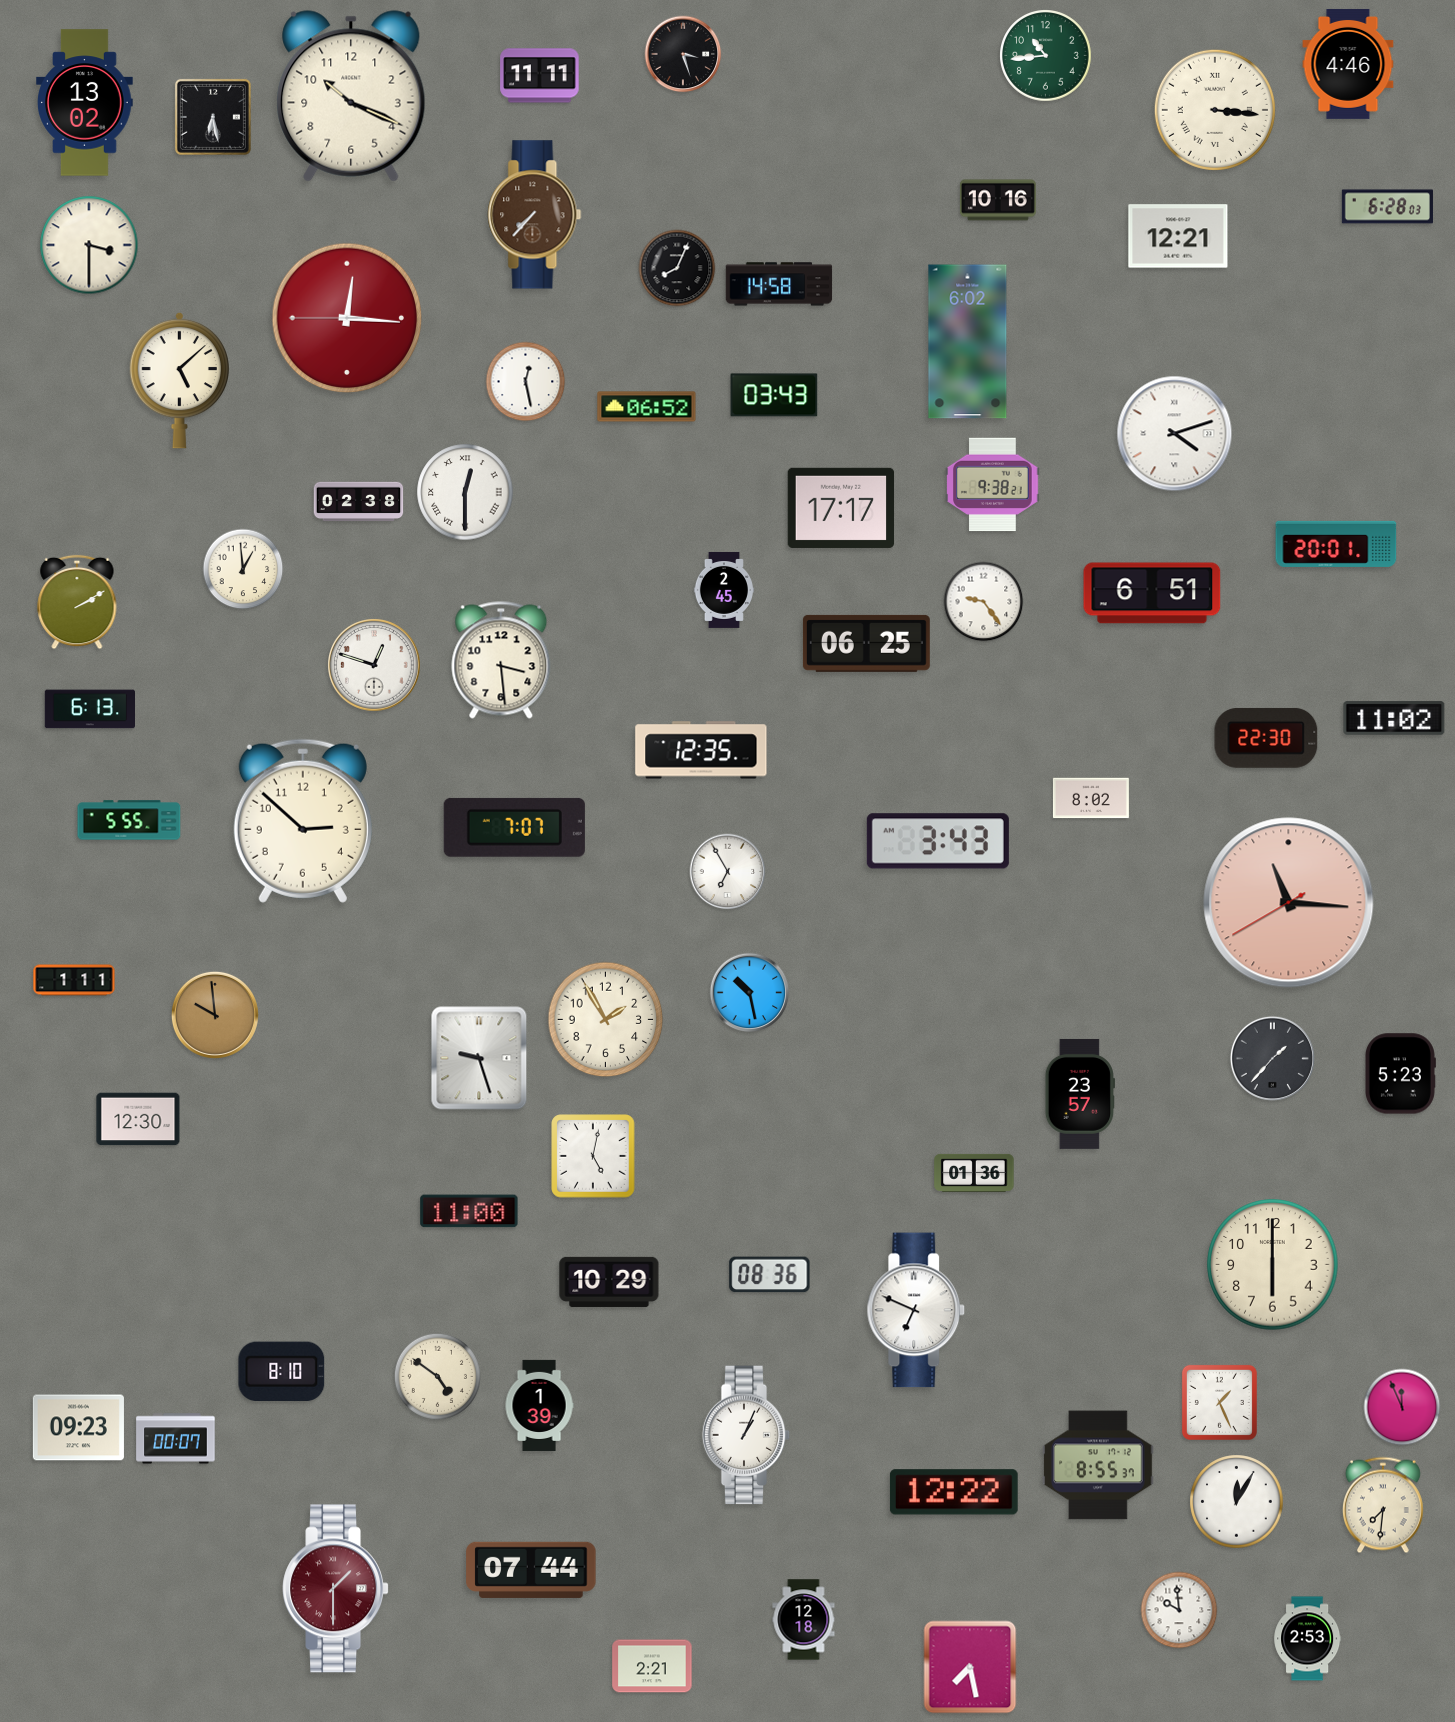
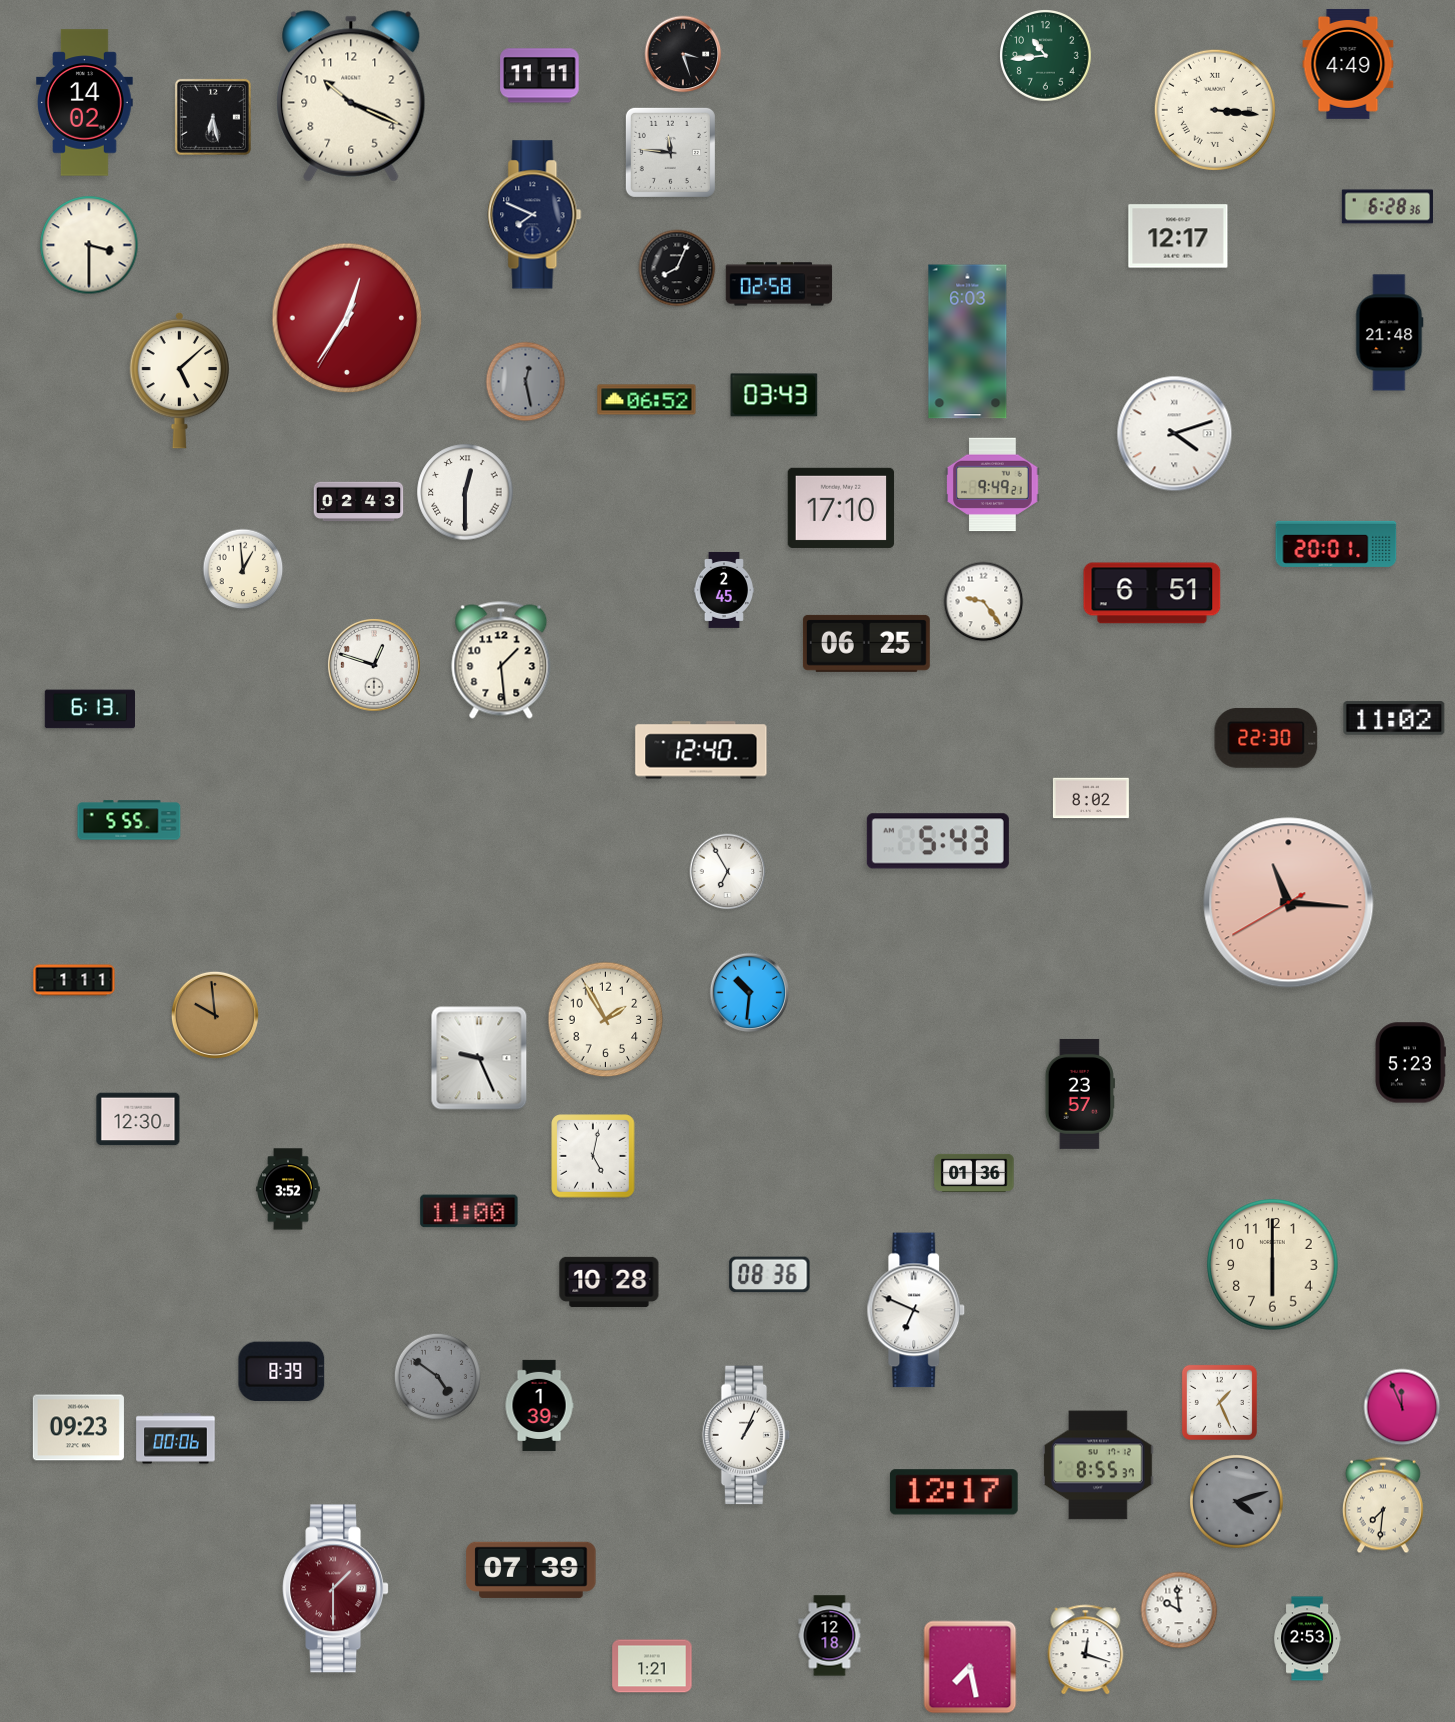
clock at (1348, 64): 4:46 -> 4:49
clock at (85, 103): 13:02 -> 14:02
clock at (670, 152): none -> 11:46
clock at (998, 200): 10:16 -> none
clock at (1387, 207): 6:28:03 -> 6:28:36
clock at (535, 215): 7:37 -> 7:49
clock at (535, 215) dial: brown -> navy
clock at (1178, 236): 12:21 -> 12:17
clock at (779, 284): 14:58 -> 02:58
clock at (347, 318): 12:15 -> 12:35
clock at (1390, 333): none -> 21:48
clock at (968, 342): 6:02 -> 6:03
clock at (526, 382) dial: white -> grey
clock at (647, 407) position: (647, 407) -> (647, 400)
clock at (993, 485): 9:38 -> 9:49
clock at (359, 502): 02:38 -> 02:43
clock at (841, 508): 17:17 -> 17:10
clock at (77, 602): 2:10 -> none
clock at (501, 660): 3:29 -> 1:29
clock at (701, 750): 12:35 -> 12:40
clock at (303, 821): 2:52 -> none
clock at (514, 827): 7:07 -> none
clock at (938, 841): 3:43 -> 5:43
clock at (750, 993): 10:28 -> 10:31
clock at (479, 1058): 9:27 -> 9:26
clock at (1272, 1058): 1:37 -> none
clock at (1400, 1074) position: (1400, 1074) -> (1410, 1063)
clock at (288, 1189): none -> 3:52
clock at (609, 1282): 10:29 -> 10:28
clock at (282, 1372): 8:10 -> 8:39
clock at (437, 1376) dial: cream -> grey
clock at (176, 1439): 00:07 -> 00:06
clock at (954, 1492): 12:22 -> 12:17
clock at (1237, 1502): 12:05 -> 4:12
clock at (1237, 1502) dial: white -> grey
clock at (531, 1570): 07:44 -> 07:39
clock at (804, 1620) position: (804, 1620) -> (830, 1636)
clock at (1086, 1650): none -> 12:18
clock at (652, 1666): 2:21 -> 1:21
